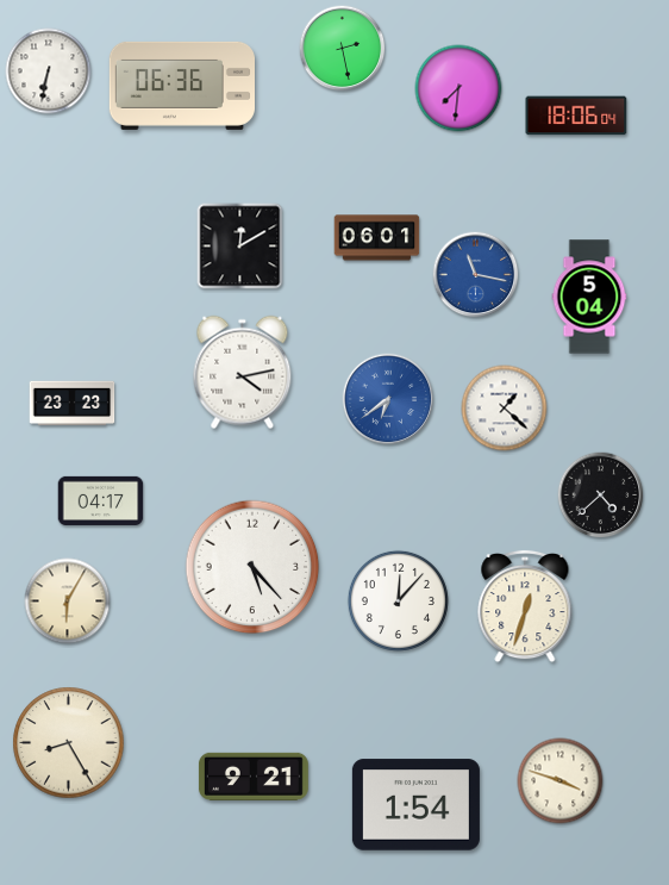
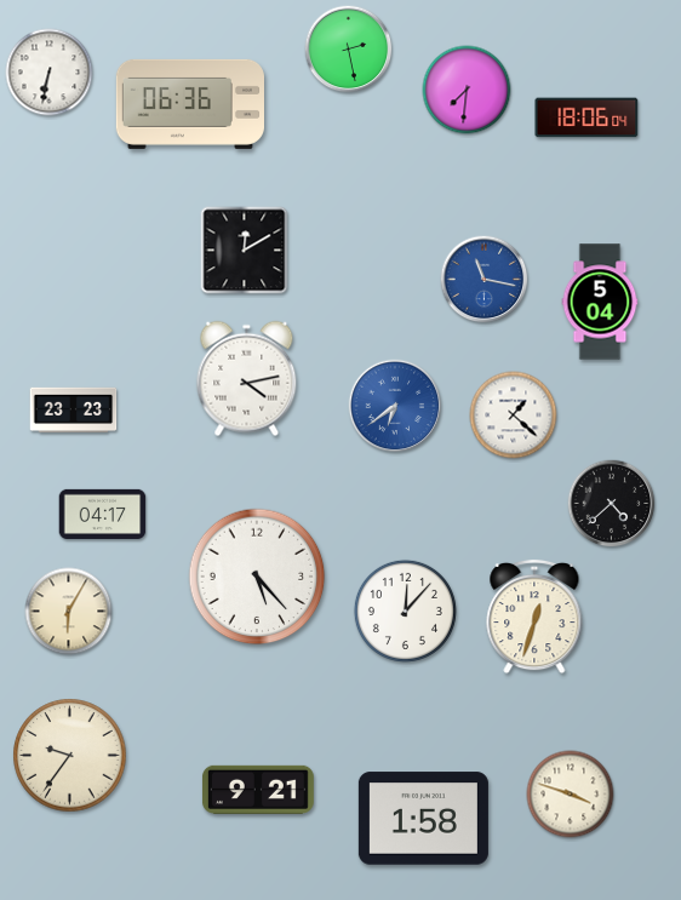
clock at (181, 86) position: (181, 86) -> (189, 104)
clock at (377, 238): 06:01 -> none
clock at (101, 500) position: (101, 500) -> (103, 514)
clock at (69, 743): 8:25 -> 9:36
clock at (415, 805): 1:54 -> 1:58
